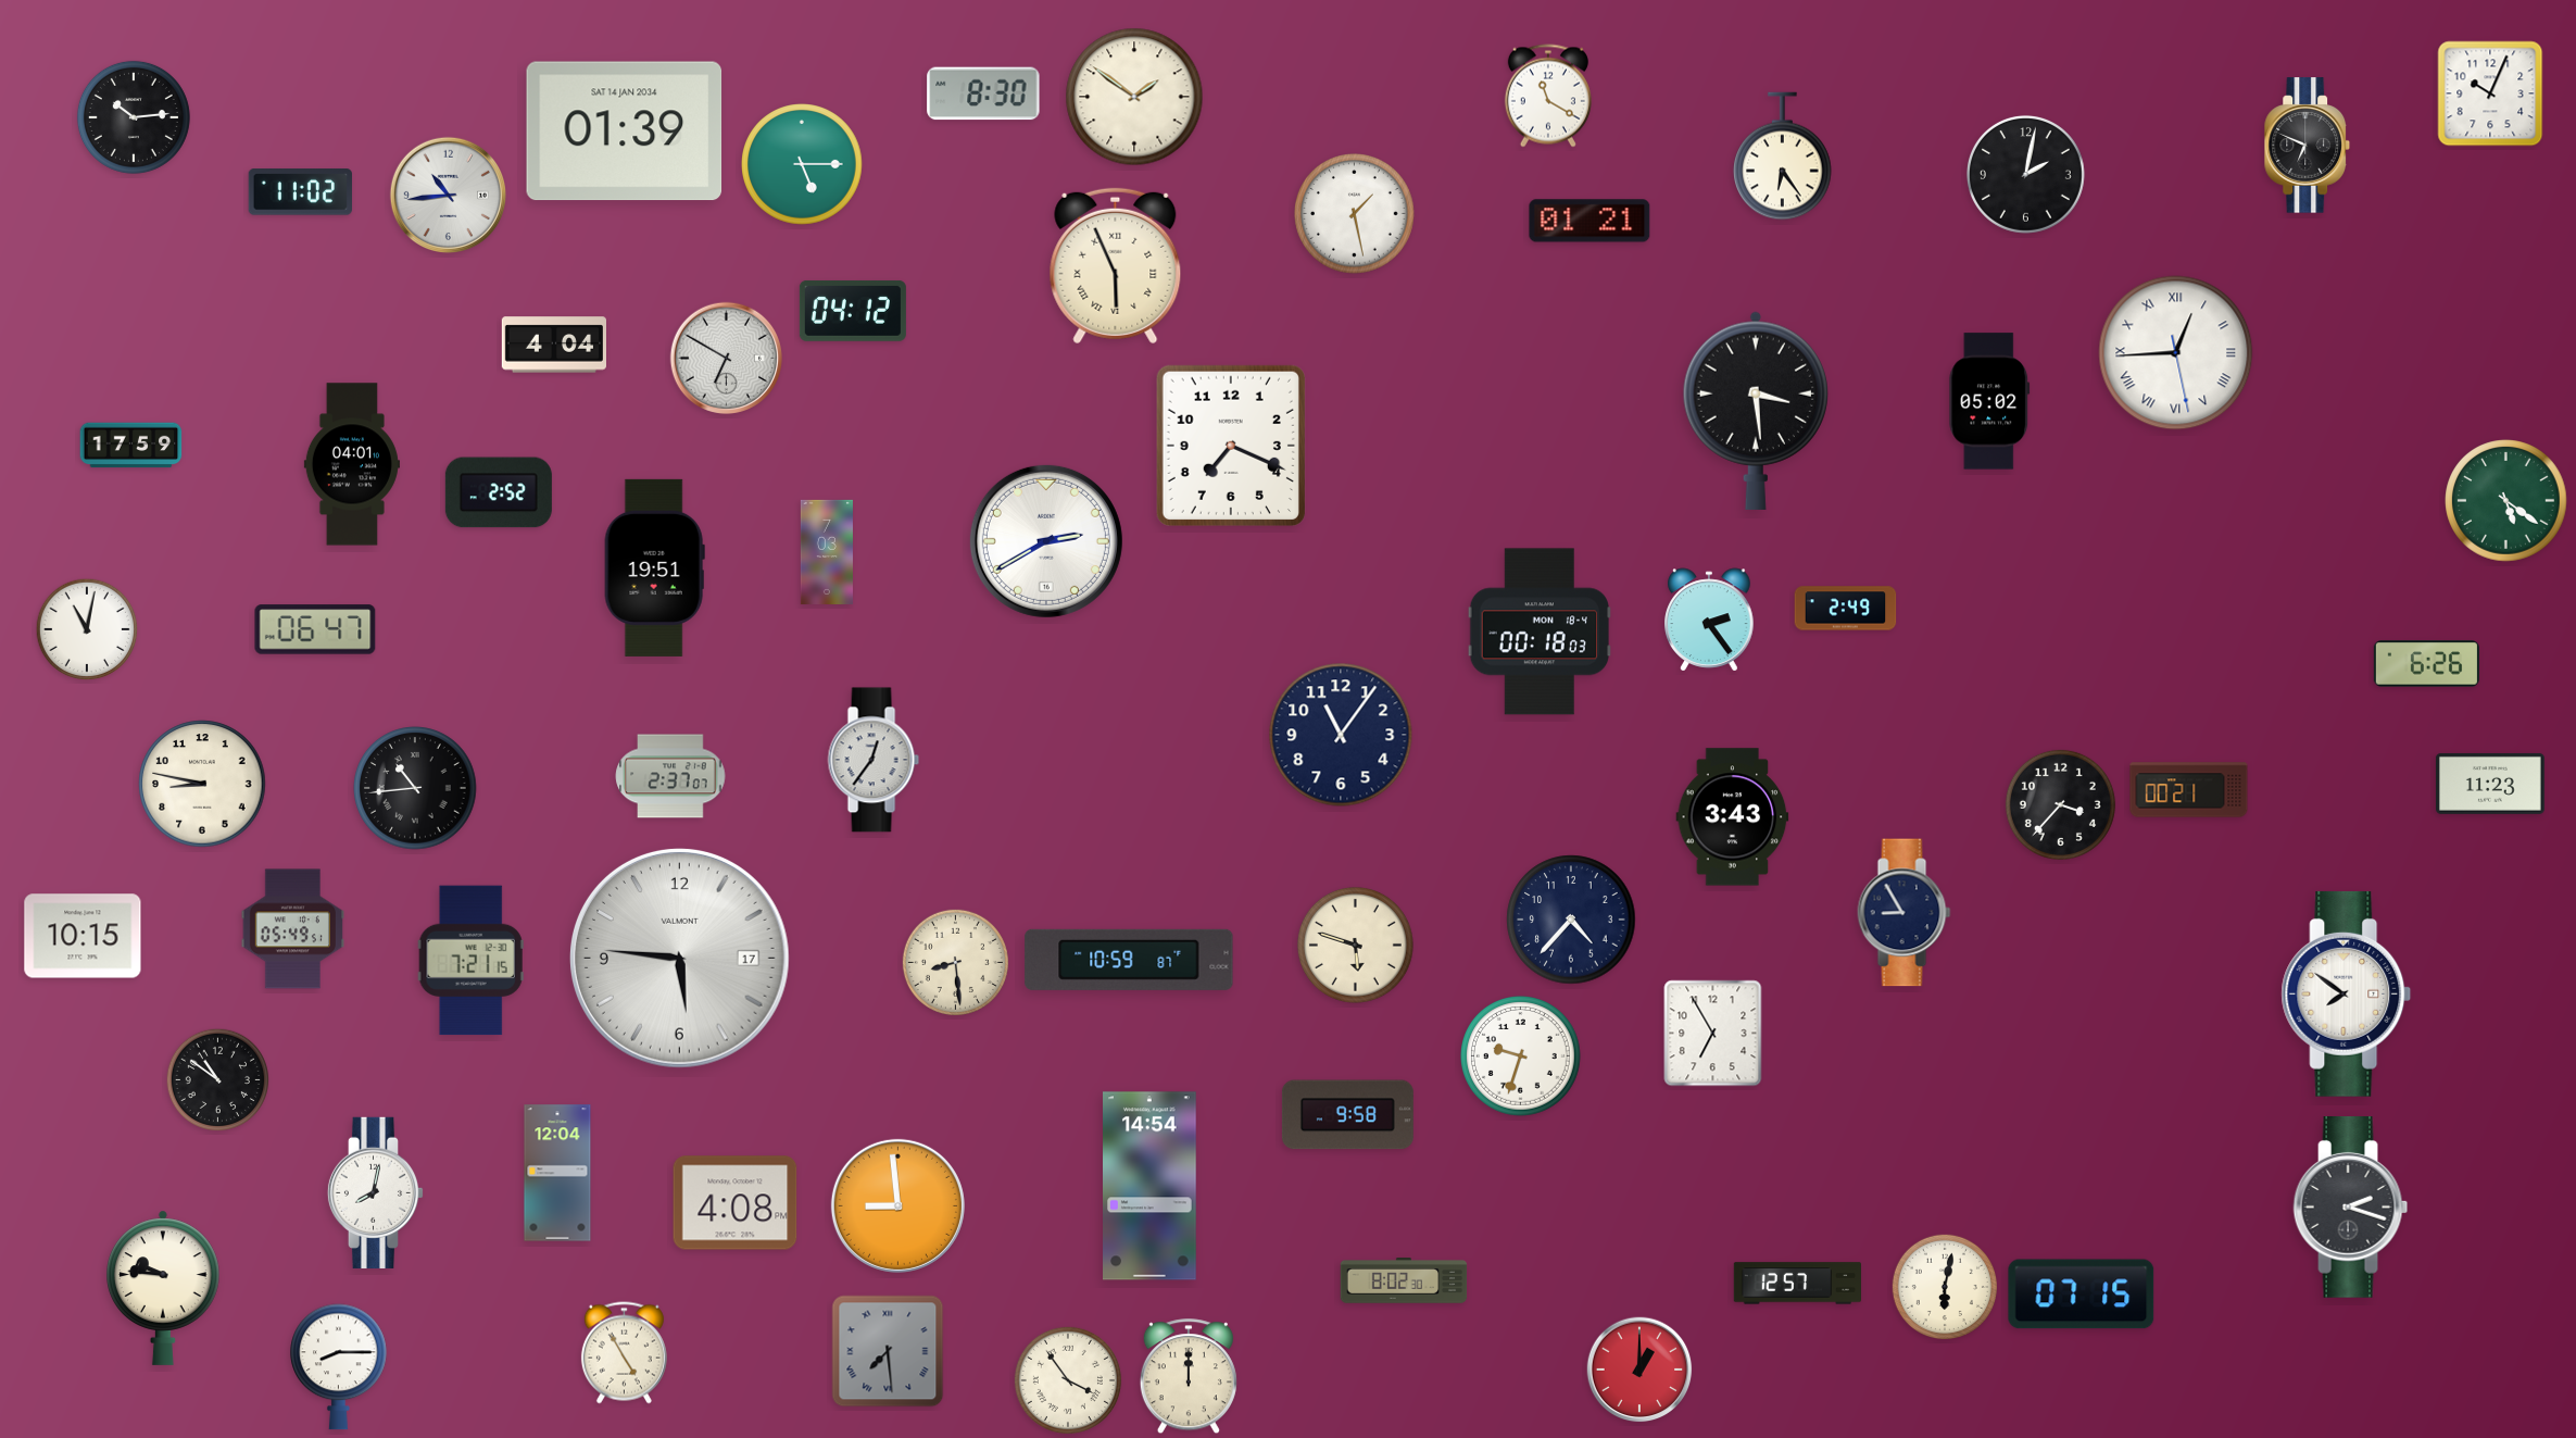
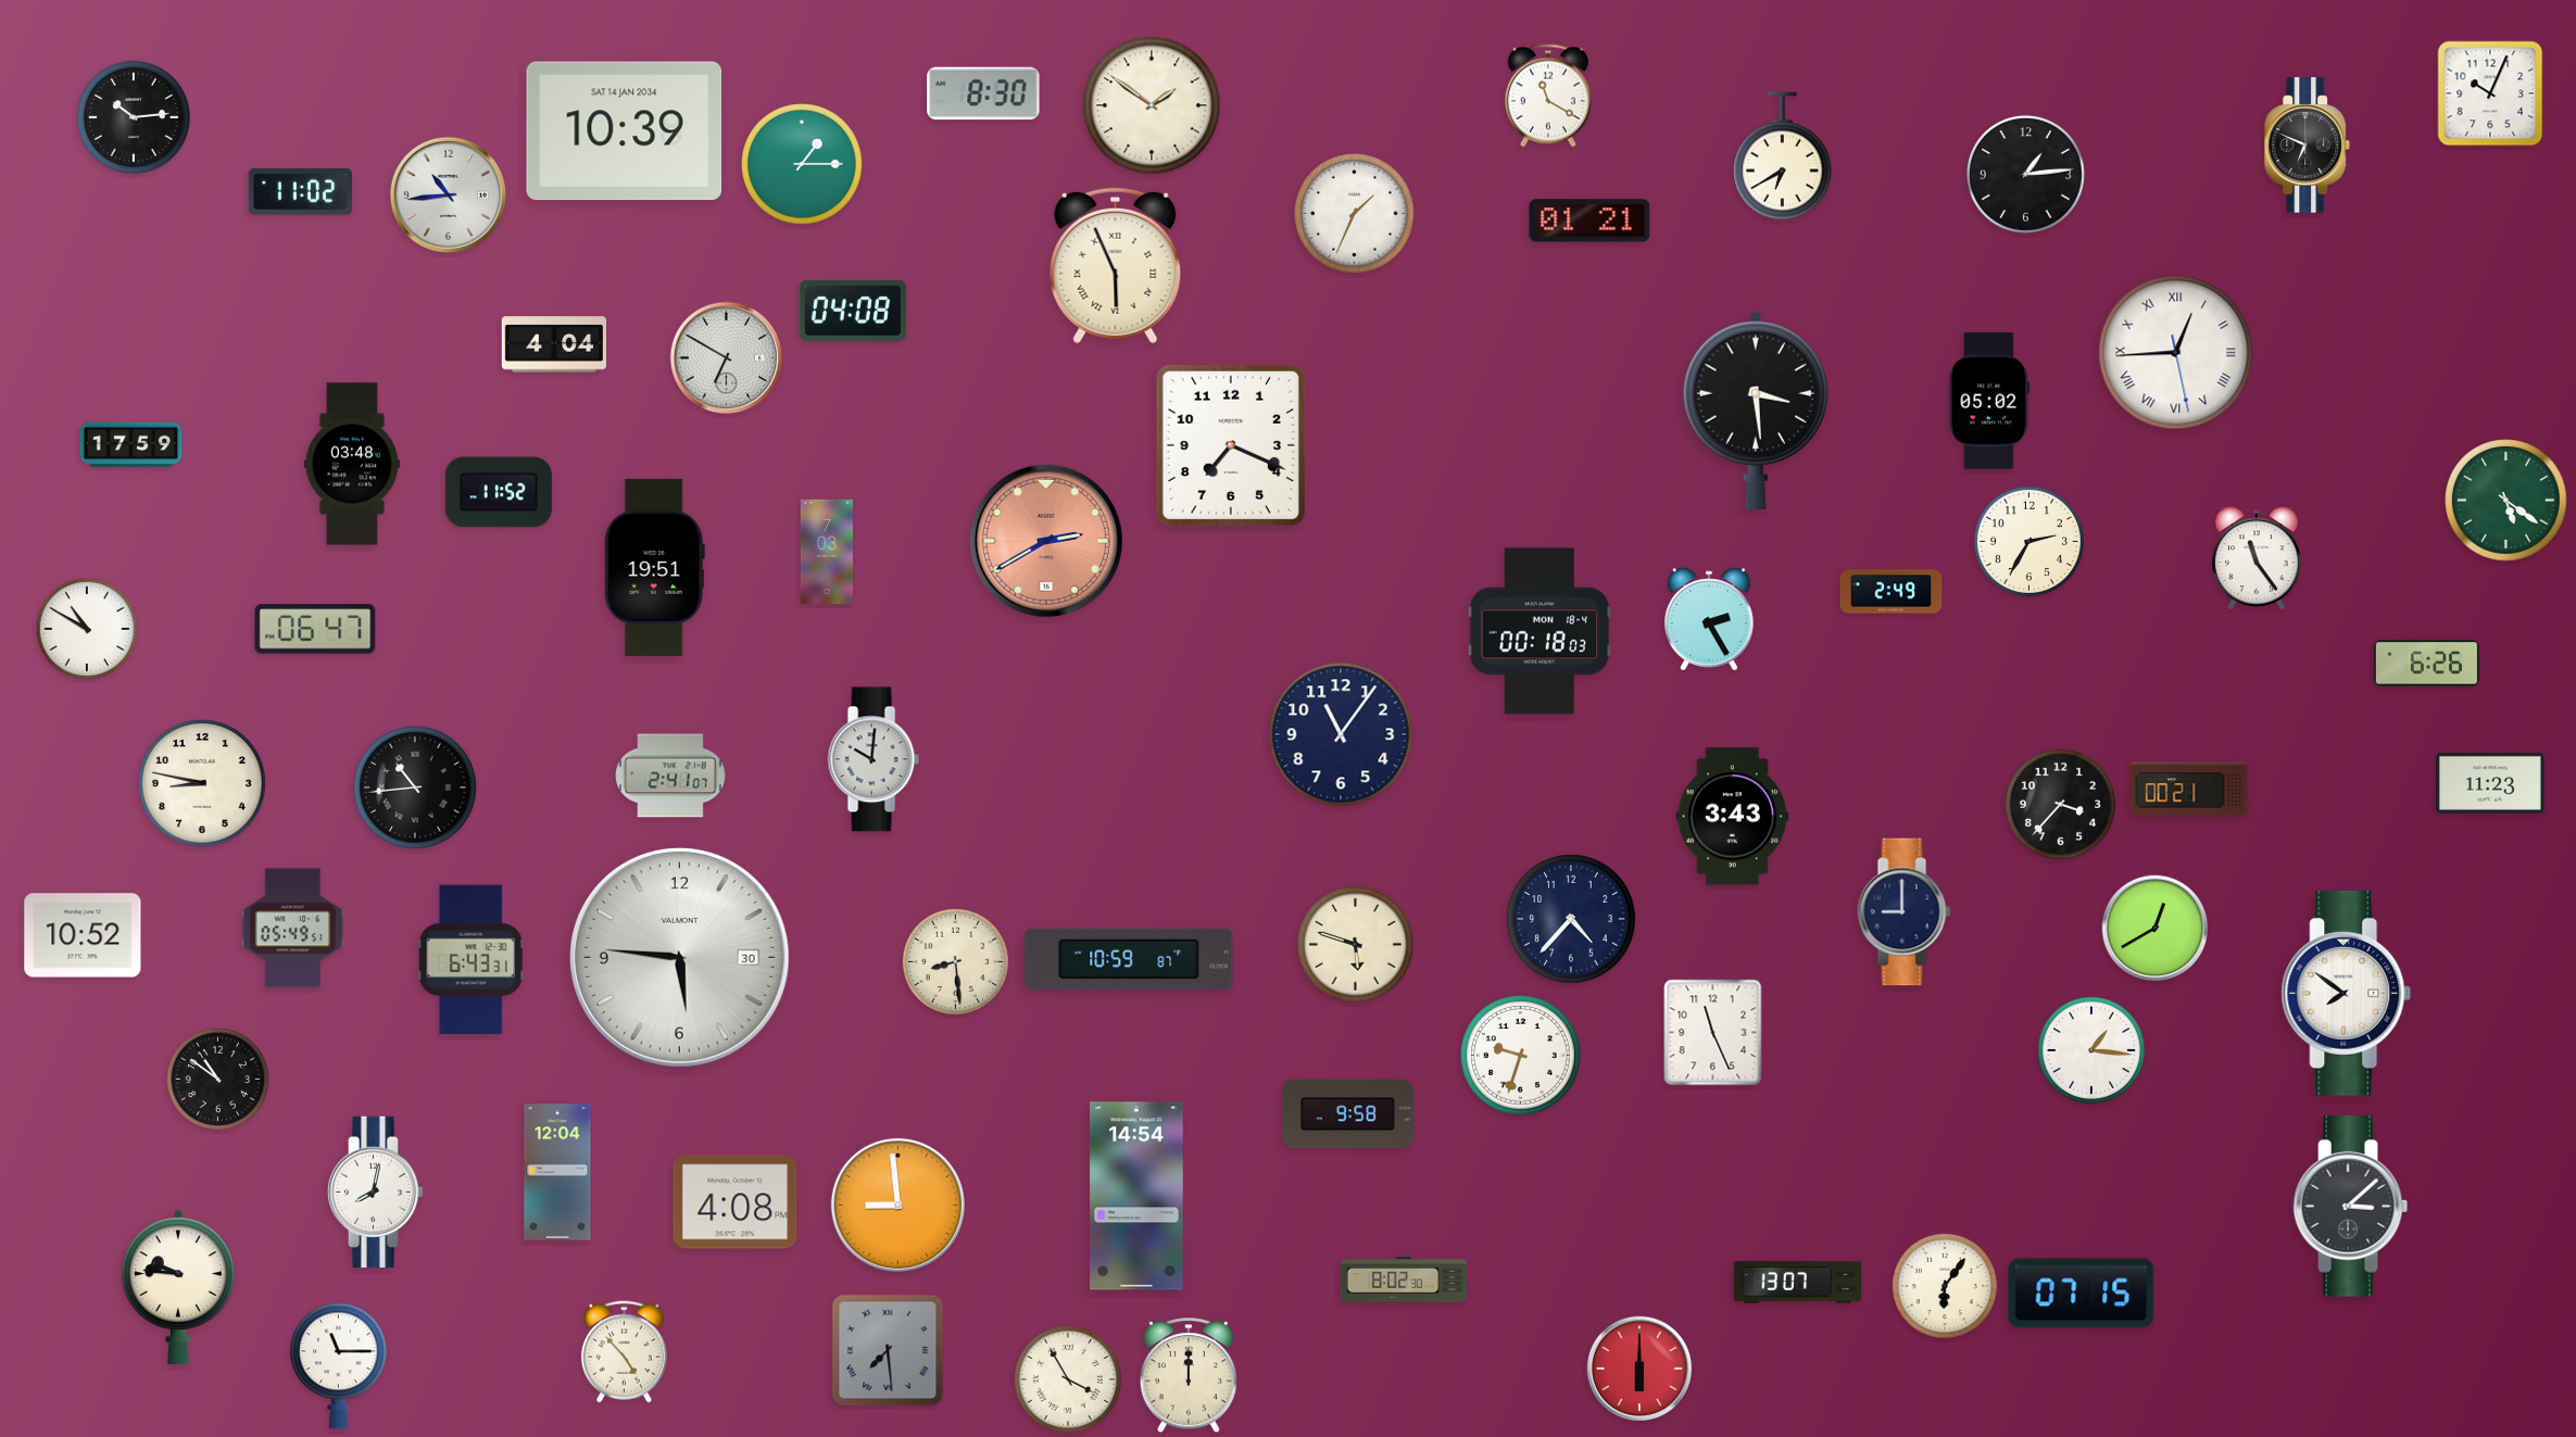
clock at (1134, 97) position: (1134, 97) -> (1152, 105)
clock at (625, 132): 01:39 -> 10:39
clock at (1783, 157): 6:24 -> 6:40
clock at (802, 164): 5:15 -> 1:15
clock at (2025, 174): 2:02 -> 1:14
clock at (1355, 214): 1:28 -> 1:34
clock at (853, 311): 04:12 -> 04:08
clock at (352, 464): 04:01 -> 03:48
clock at (499, 492): 2:52 -> 11:52
clock at (1046, 541) dial: white -> salmon
clock at (2028, 541): none -> 2:35
clock at (2257, 558): none -> 11:24
clock at (1846, 609) position: (1846, 609) -> (1892, 592)
clock at (1709, 620): 2:24 -> 2:25
clock at (87, 629): 11:02 -> 10:50
clock at (874, 760): 12:36 -> 10:01
clock at (670, 776): 2:37 -> 2:41
clock at (1905, 913): 8:55 -> 9:00
clock at (2156, 929): none -> 12:40
clock at (83, 936): 10:15 -> 10:52
clock at (680, 959) date: 17 -> 30
clock at (470, 961): 7:21 -> 6:43
clock at (1713, 1034): 6:55 -> 11:26
clock at (2091, 1050): none -> 1:16
clock at (1151, 1186) position: (1151, 1186) -> (1138, 1196)
clock at (2351, 1208): 2:18 -> 3:08
clock at (1798, 1284): 12:57 -> 13:07
clock at (1945, 1287): 6:02 -> 6:06
clock at (164, 1288) position: (164, 1288) -> (179, 1287)
clock at (624, 1353): 4:55 -> 4:53
clock at (339, 1367): 8:15 -> 11:15
clock at (1639, 1370): 1:00 -> 6:00
clock at (1068, 1380): 3:54 -> 3:55
